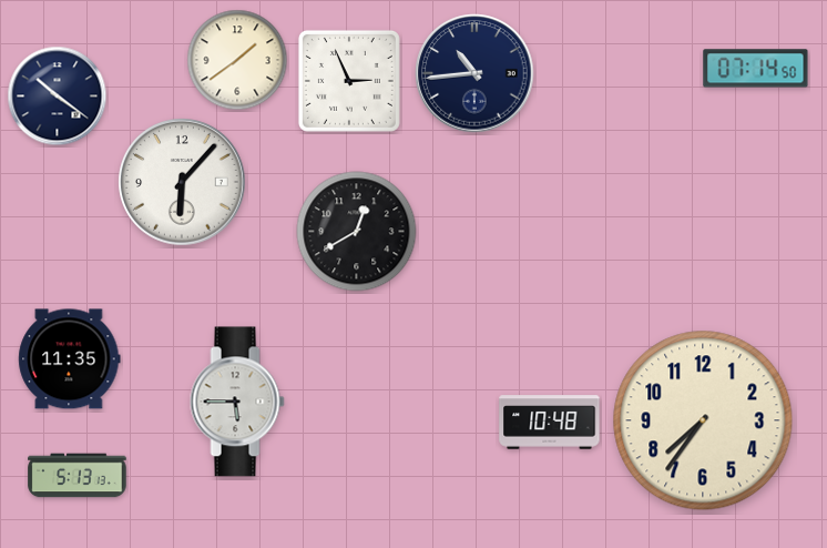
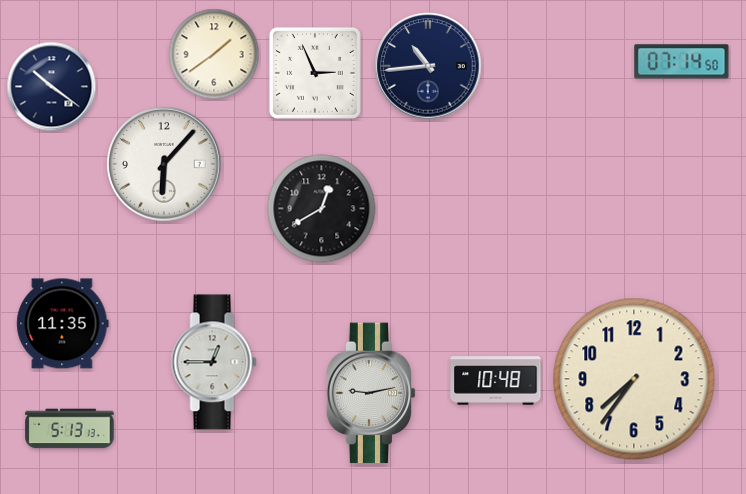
clock at (237, 402): 5:45 -> 12:45
clock at (371, 393): none -> 9:13
